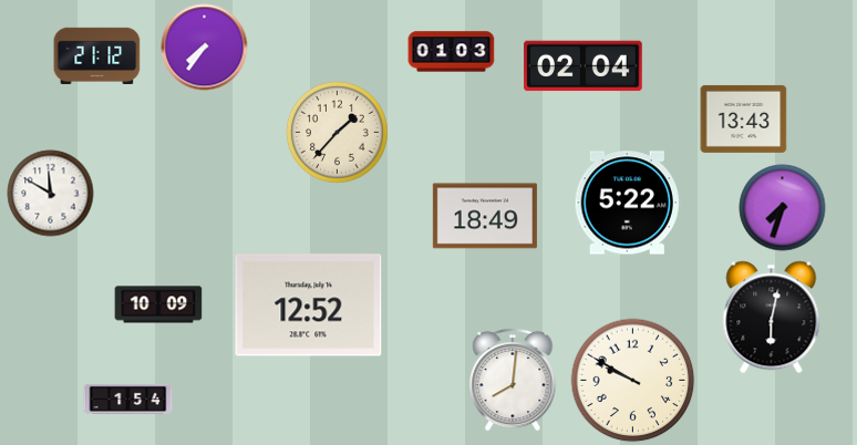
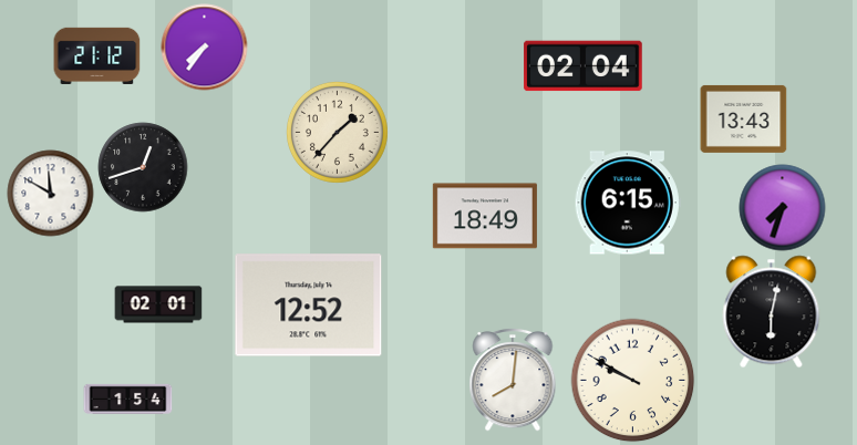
clock at (451, 52): 01:03 -> none
clock at (143, 167): none -> 12:42
clock at (628, 203): 5:22 -> 6:15
clock at (158, 304): 10:09 -> 02:01
clock at (772, 317) position: (772, 317) -> (772, 311)
